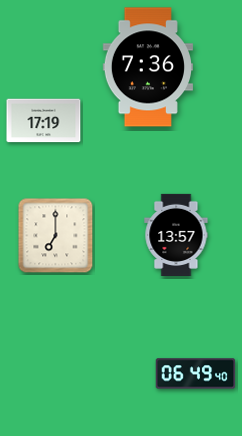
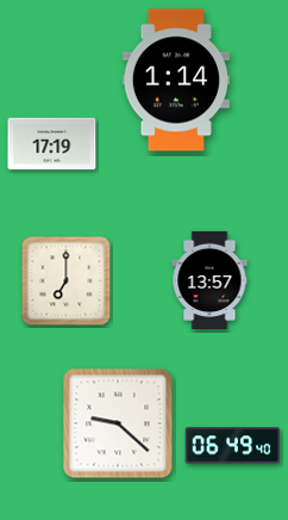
clock at (147, 67): 7:36 -> 1:14
clock at (118, 423): none -> 9:22
